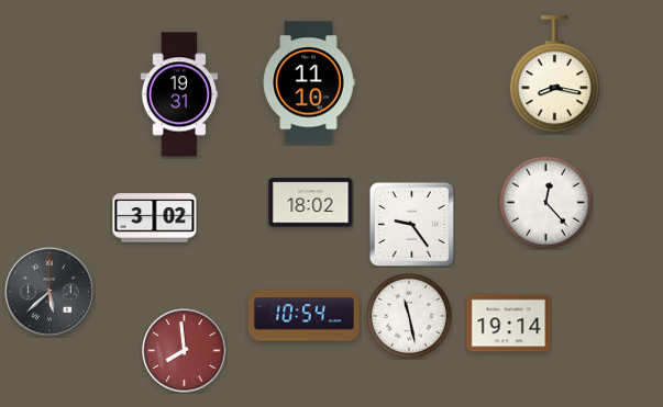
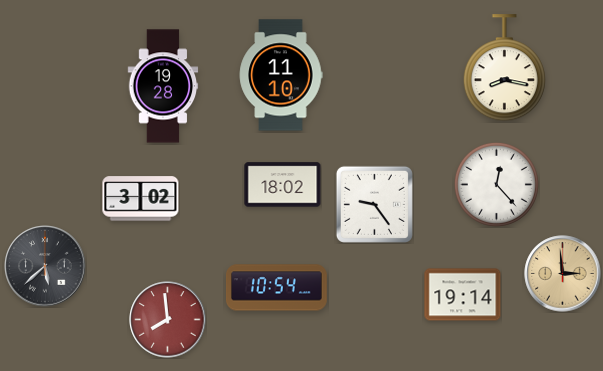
clock at (179, 94): 19:31 -> 19:28
clock at (563, 274): none -> 2:59
clock at (410, 317): 11:28 -> none
